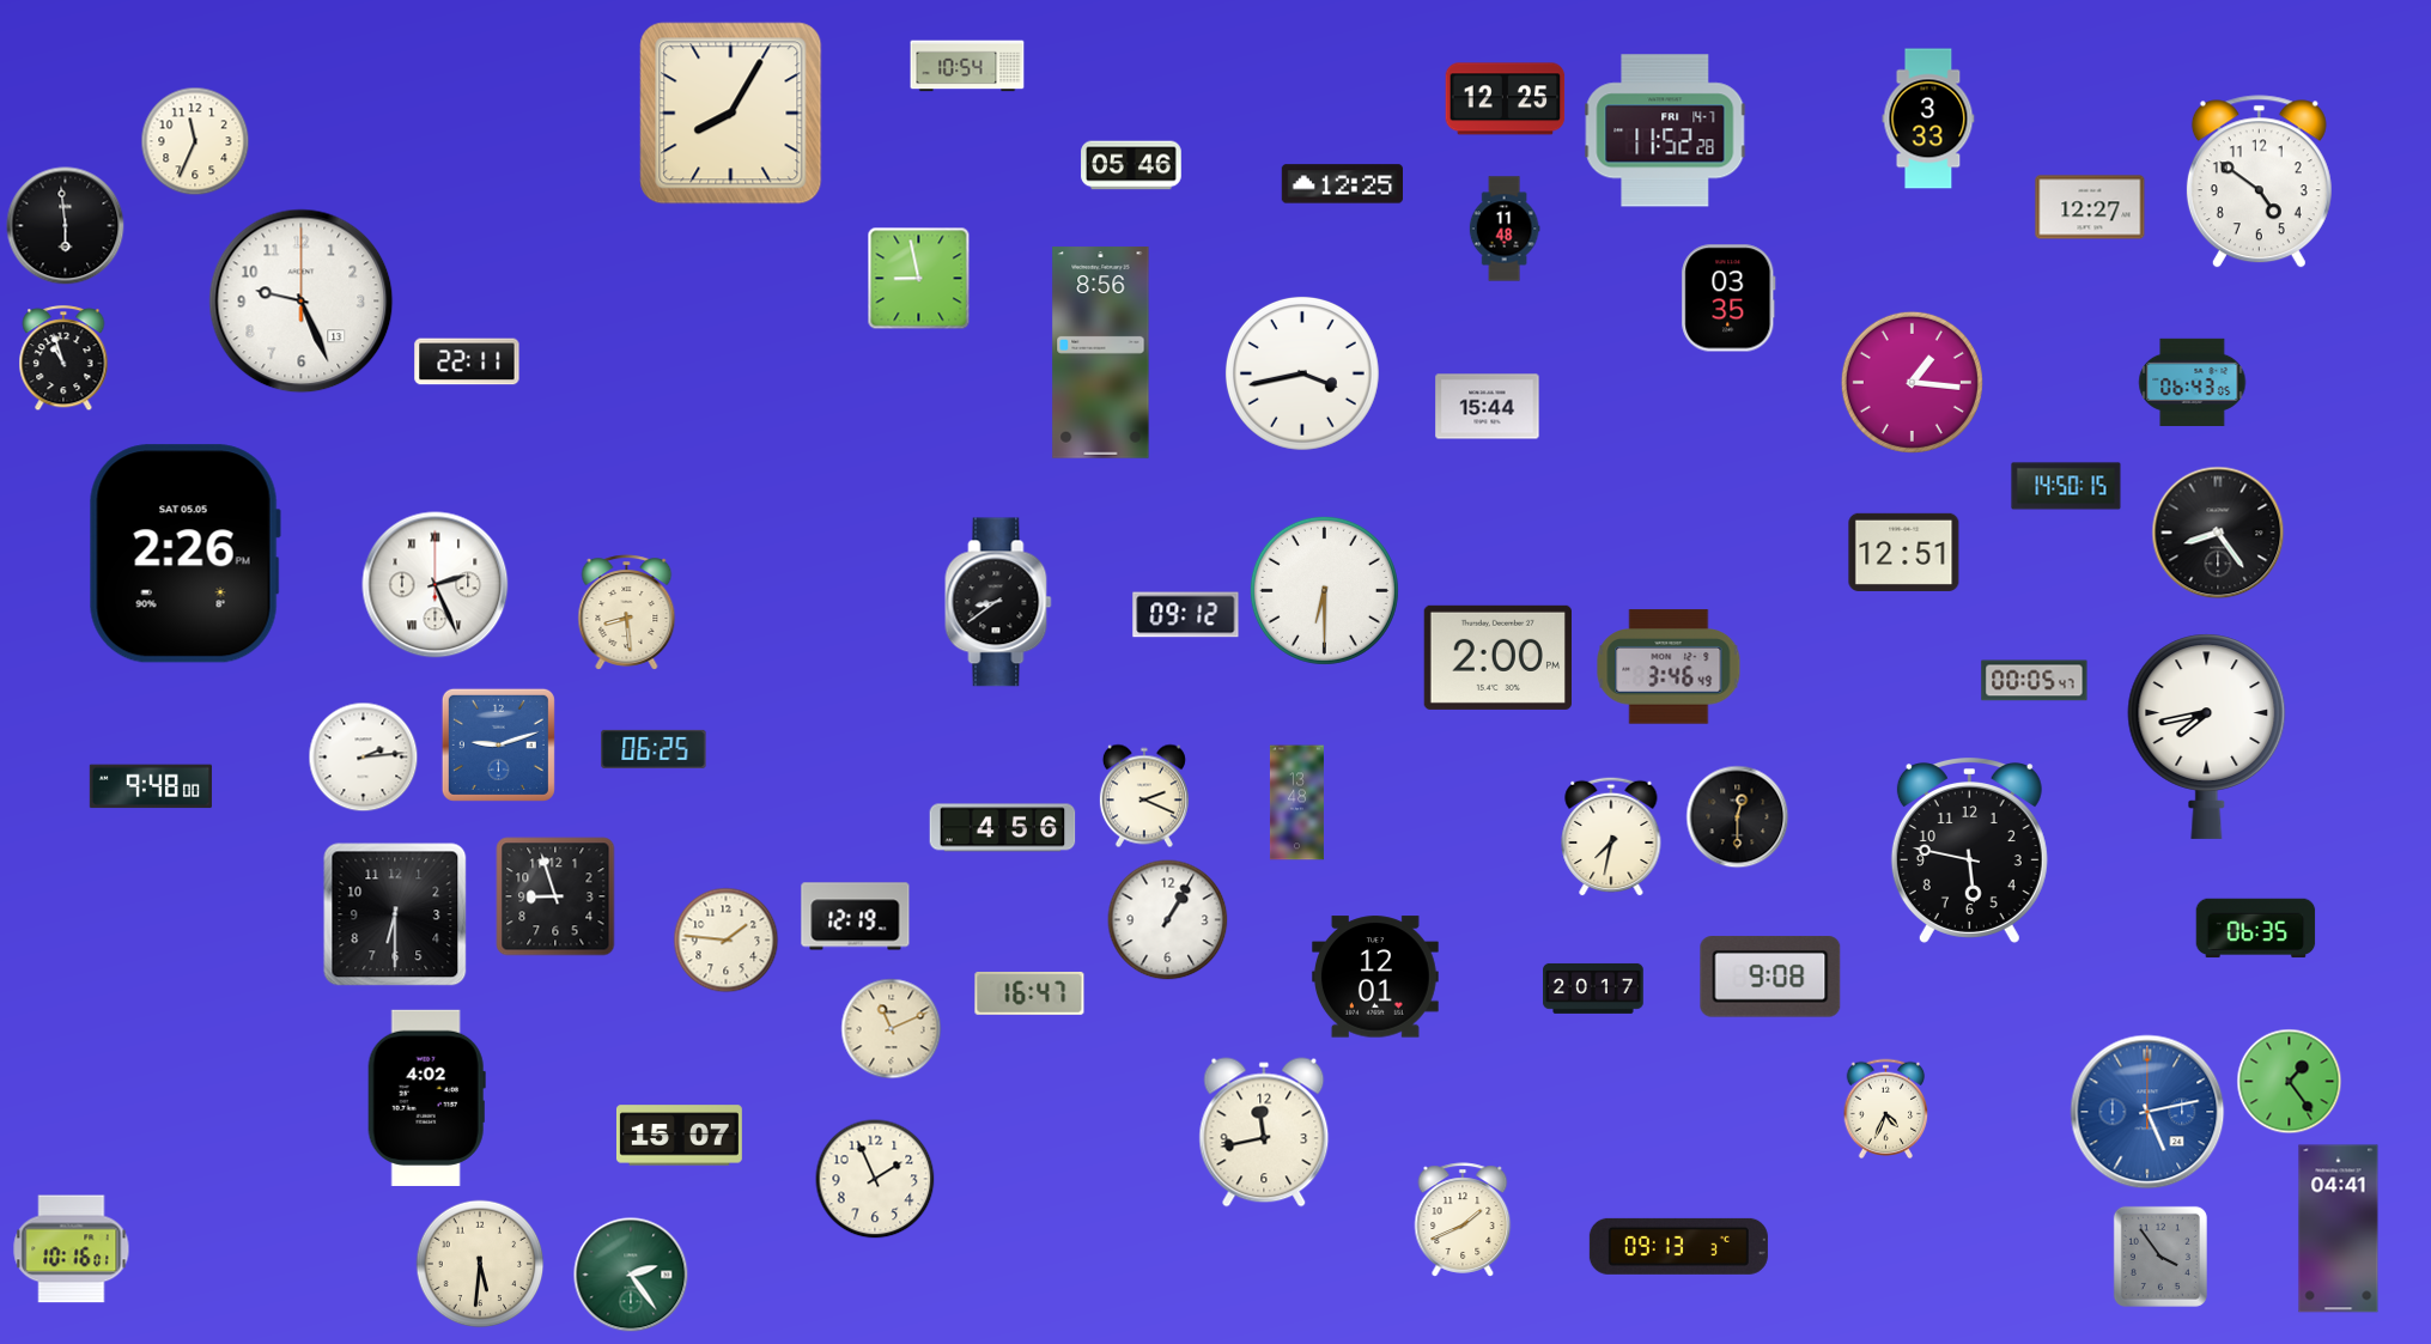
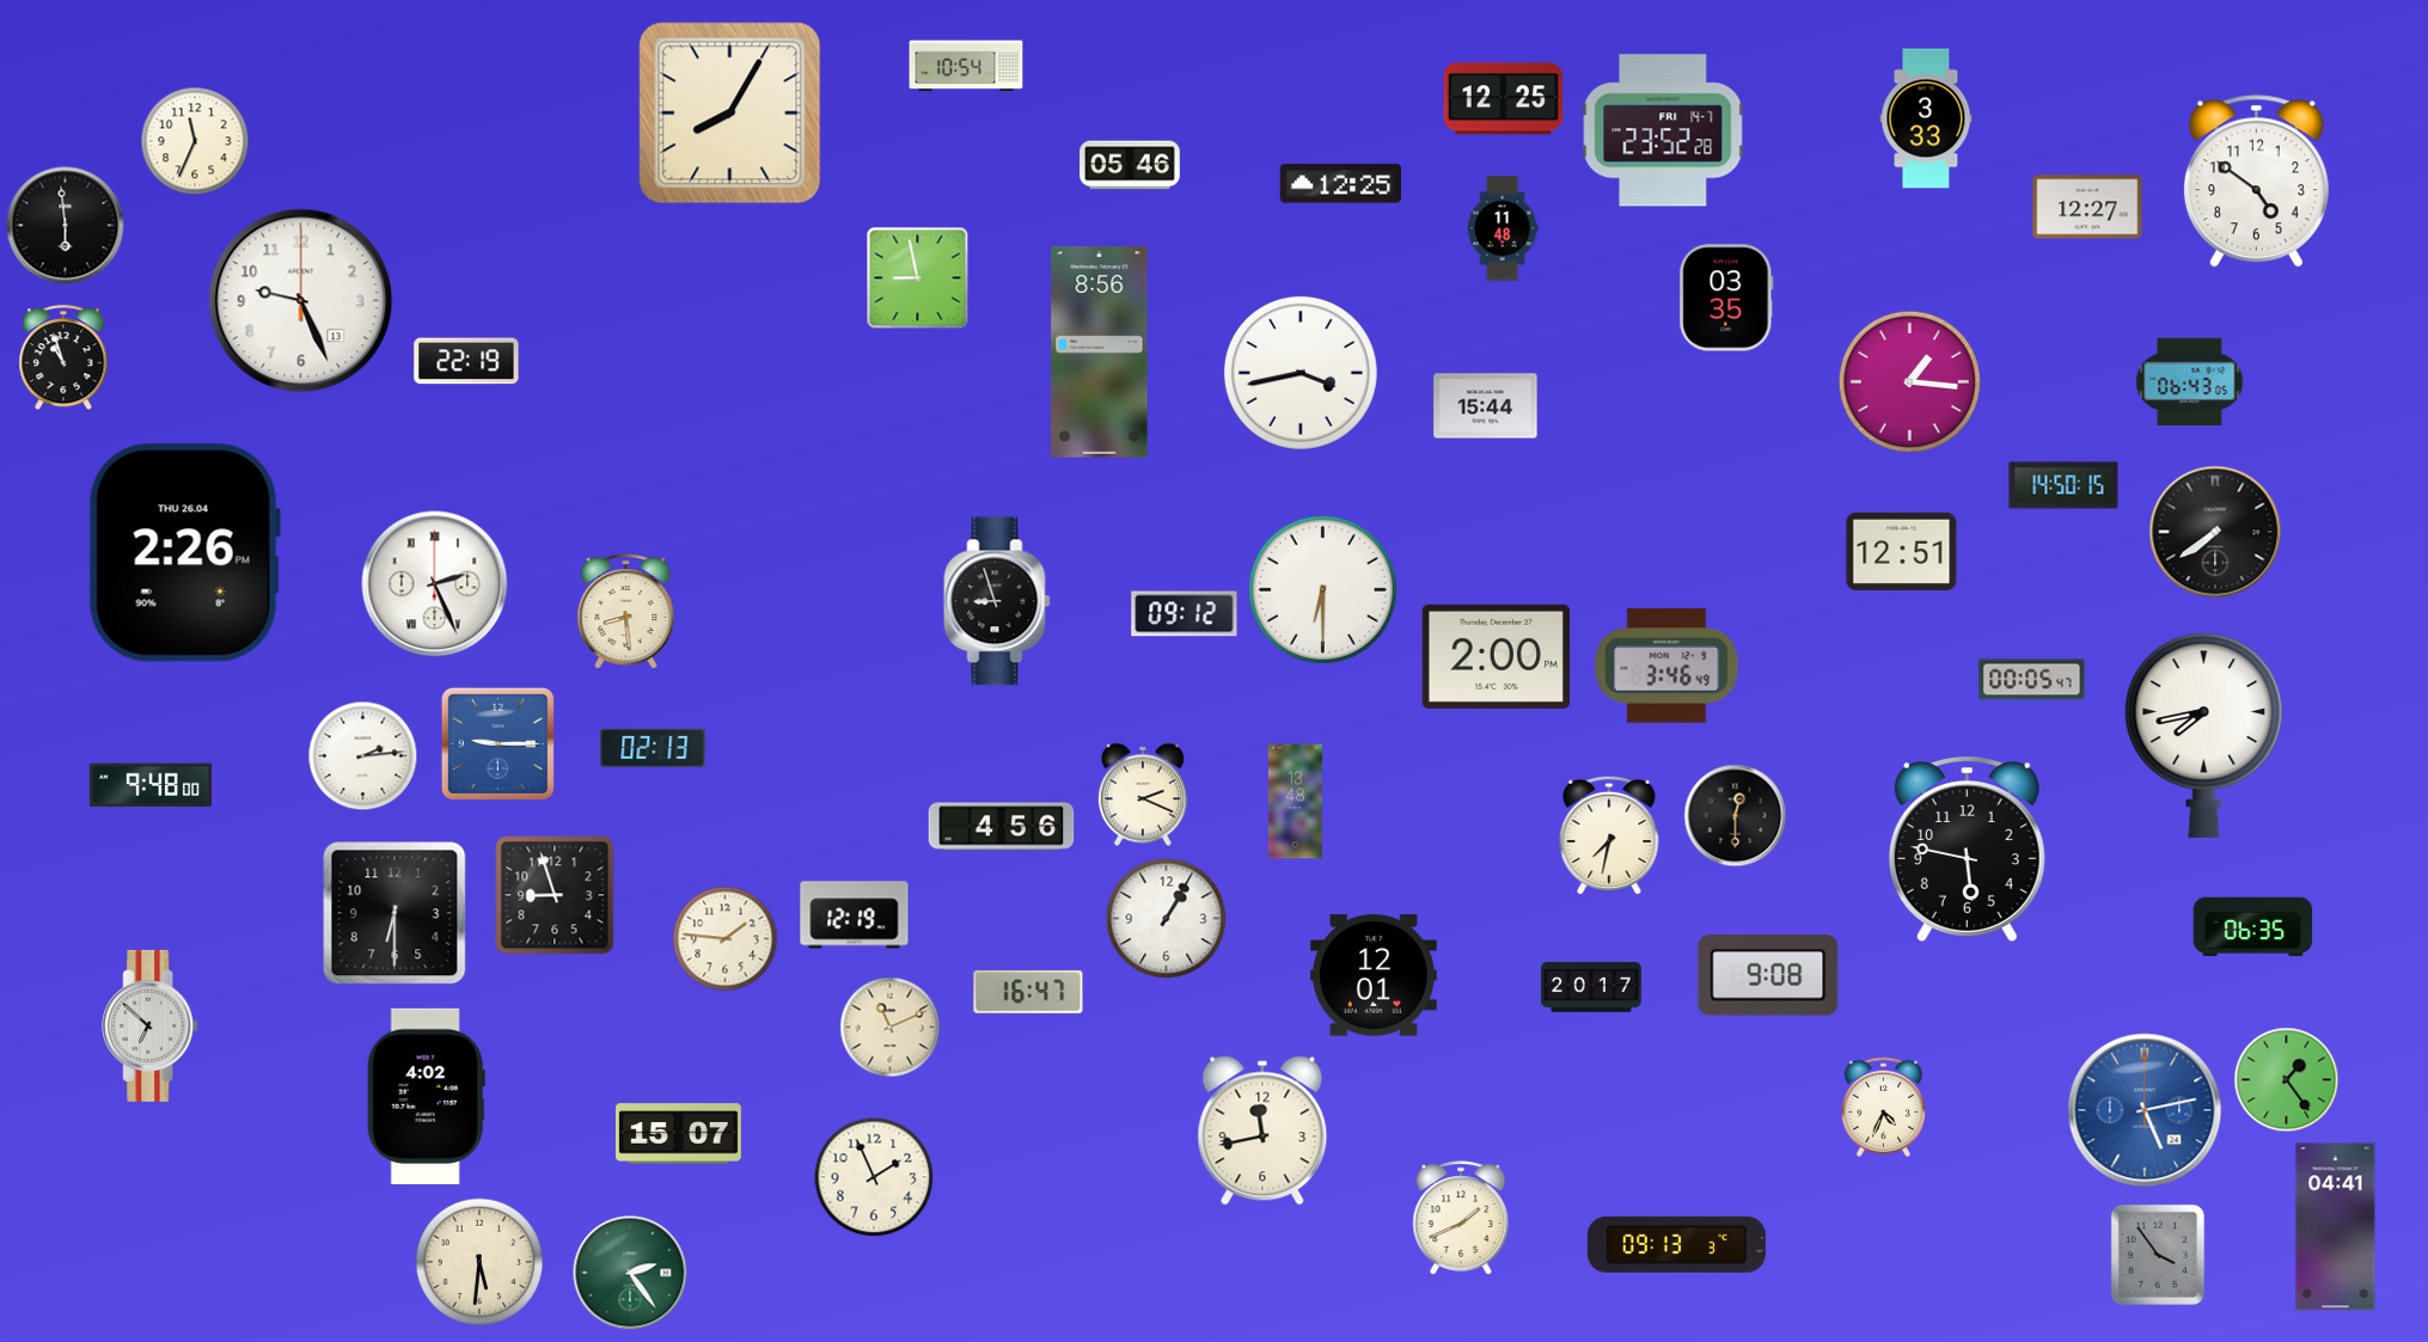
clock at (1665, 130): 11:52 -> 23:52
clock at (467, 361): 22:11 -> 22:19
clock at (2218, 533): 8:24 -> 7:39
clock at (184, 554) date: SAT 05.05 -> THU 26.04
clock at (998, 602): 8:39 -> 8:57
clock at (498, 744): 9:12 -> 9:15
clock at (654, 749): 06:25 -> 02:13
clock at (151, 1025): none -> 6:52
clock at (72, 1249): 10:16 -> none
